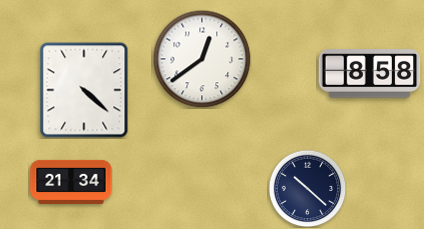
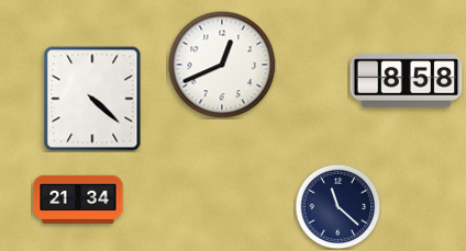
clock at (202, 59): 12:39 -> 12:41
clock at (307, 188): 10:22 -> 11:22
